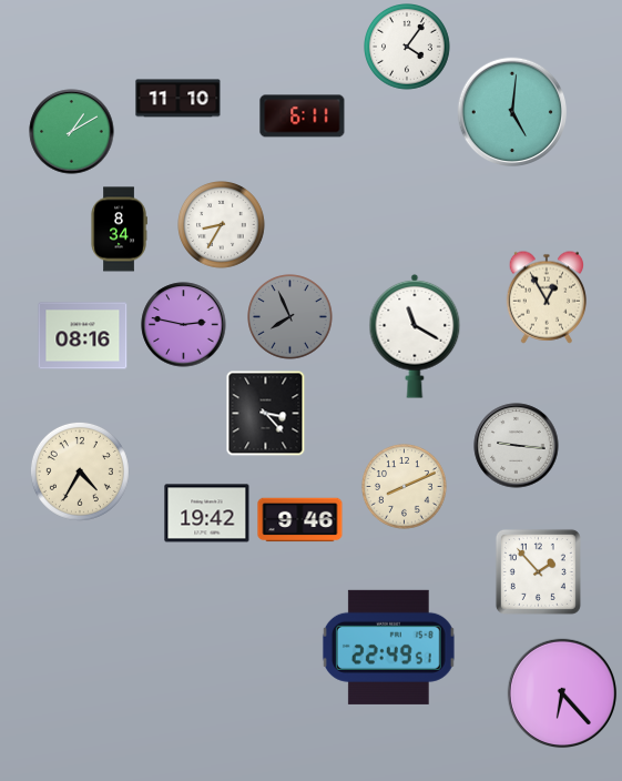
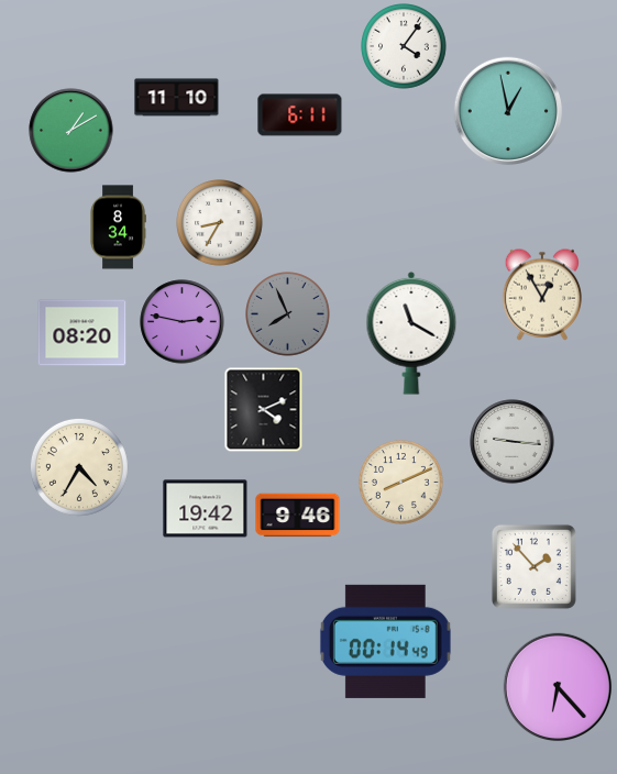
clock at (512, 112): 5:01 -> 12:58
clock at (83, 336): 08:16 -> 08:20
clock at (266, 413): 3:23 -> 4:11
clock at (388, 647): 22:49 -> 00:14
